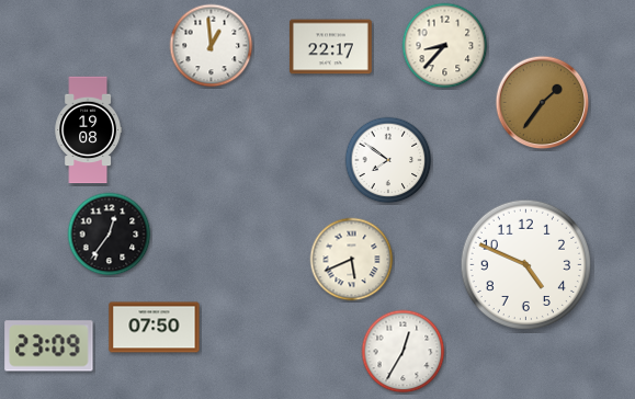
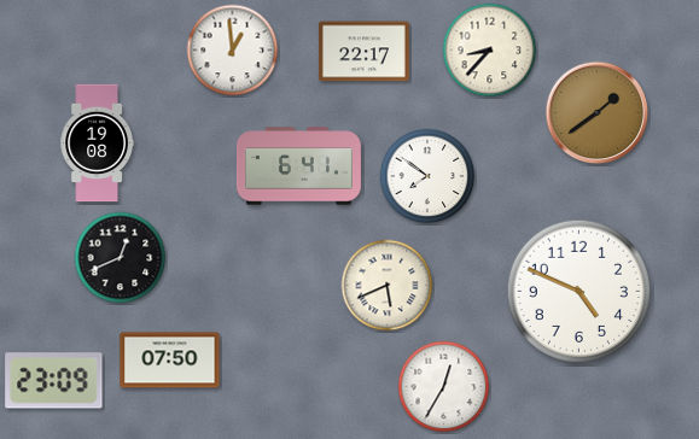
clock at (543, 103): 1:36 -> 1:39
clock at (298, 166): none -> 6:41
clock at (110, 235): 12:36 -> 12:41
